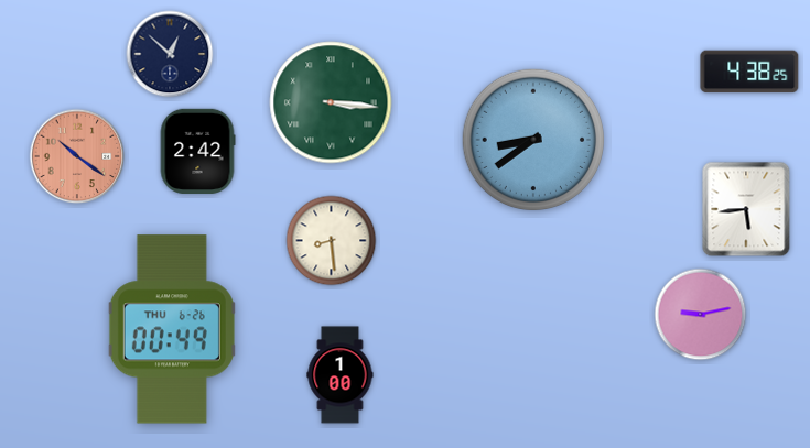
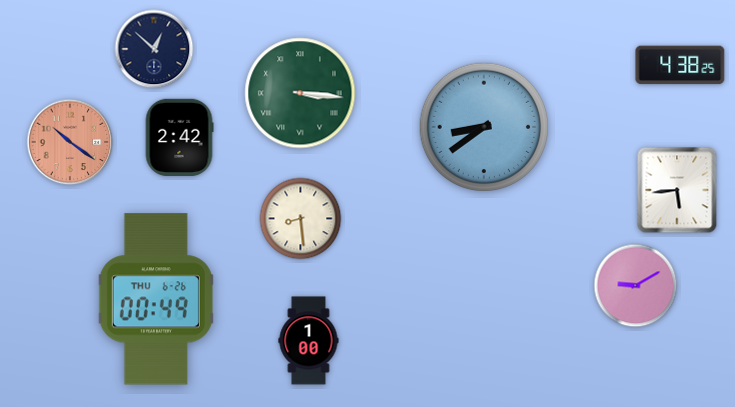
clock at (701, 315): 9:13 -> 9:10
